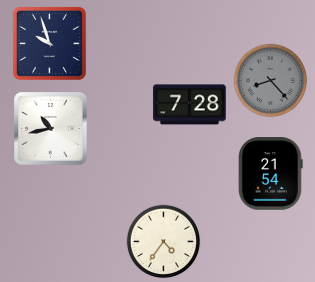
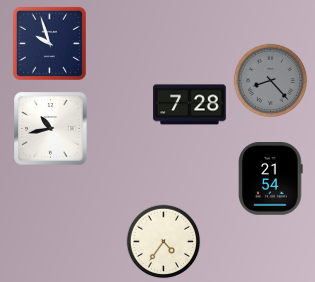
clock at (271, 174) position: (271, 174) -> (271, 179)
